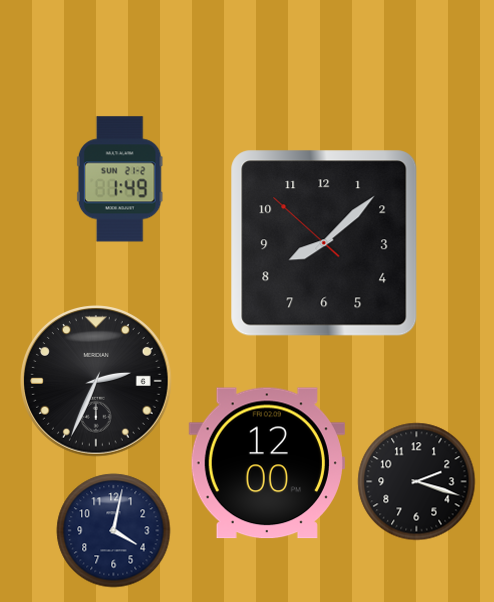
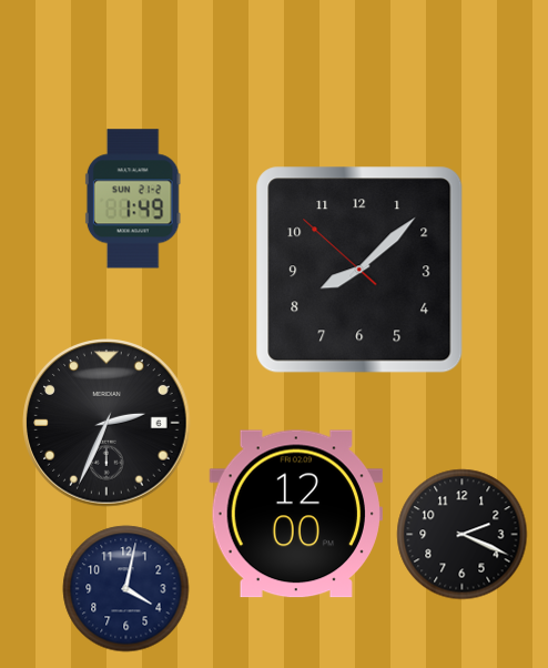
clock at (417, 482): 2:18 -> 2:19
